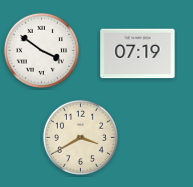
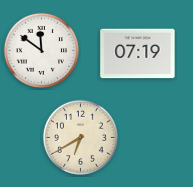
clock at (41, 50): 3:51 -> 11:51
clock at (80, 137): 3:40 -> 6:40
